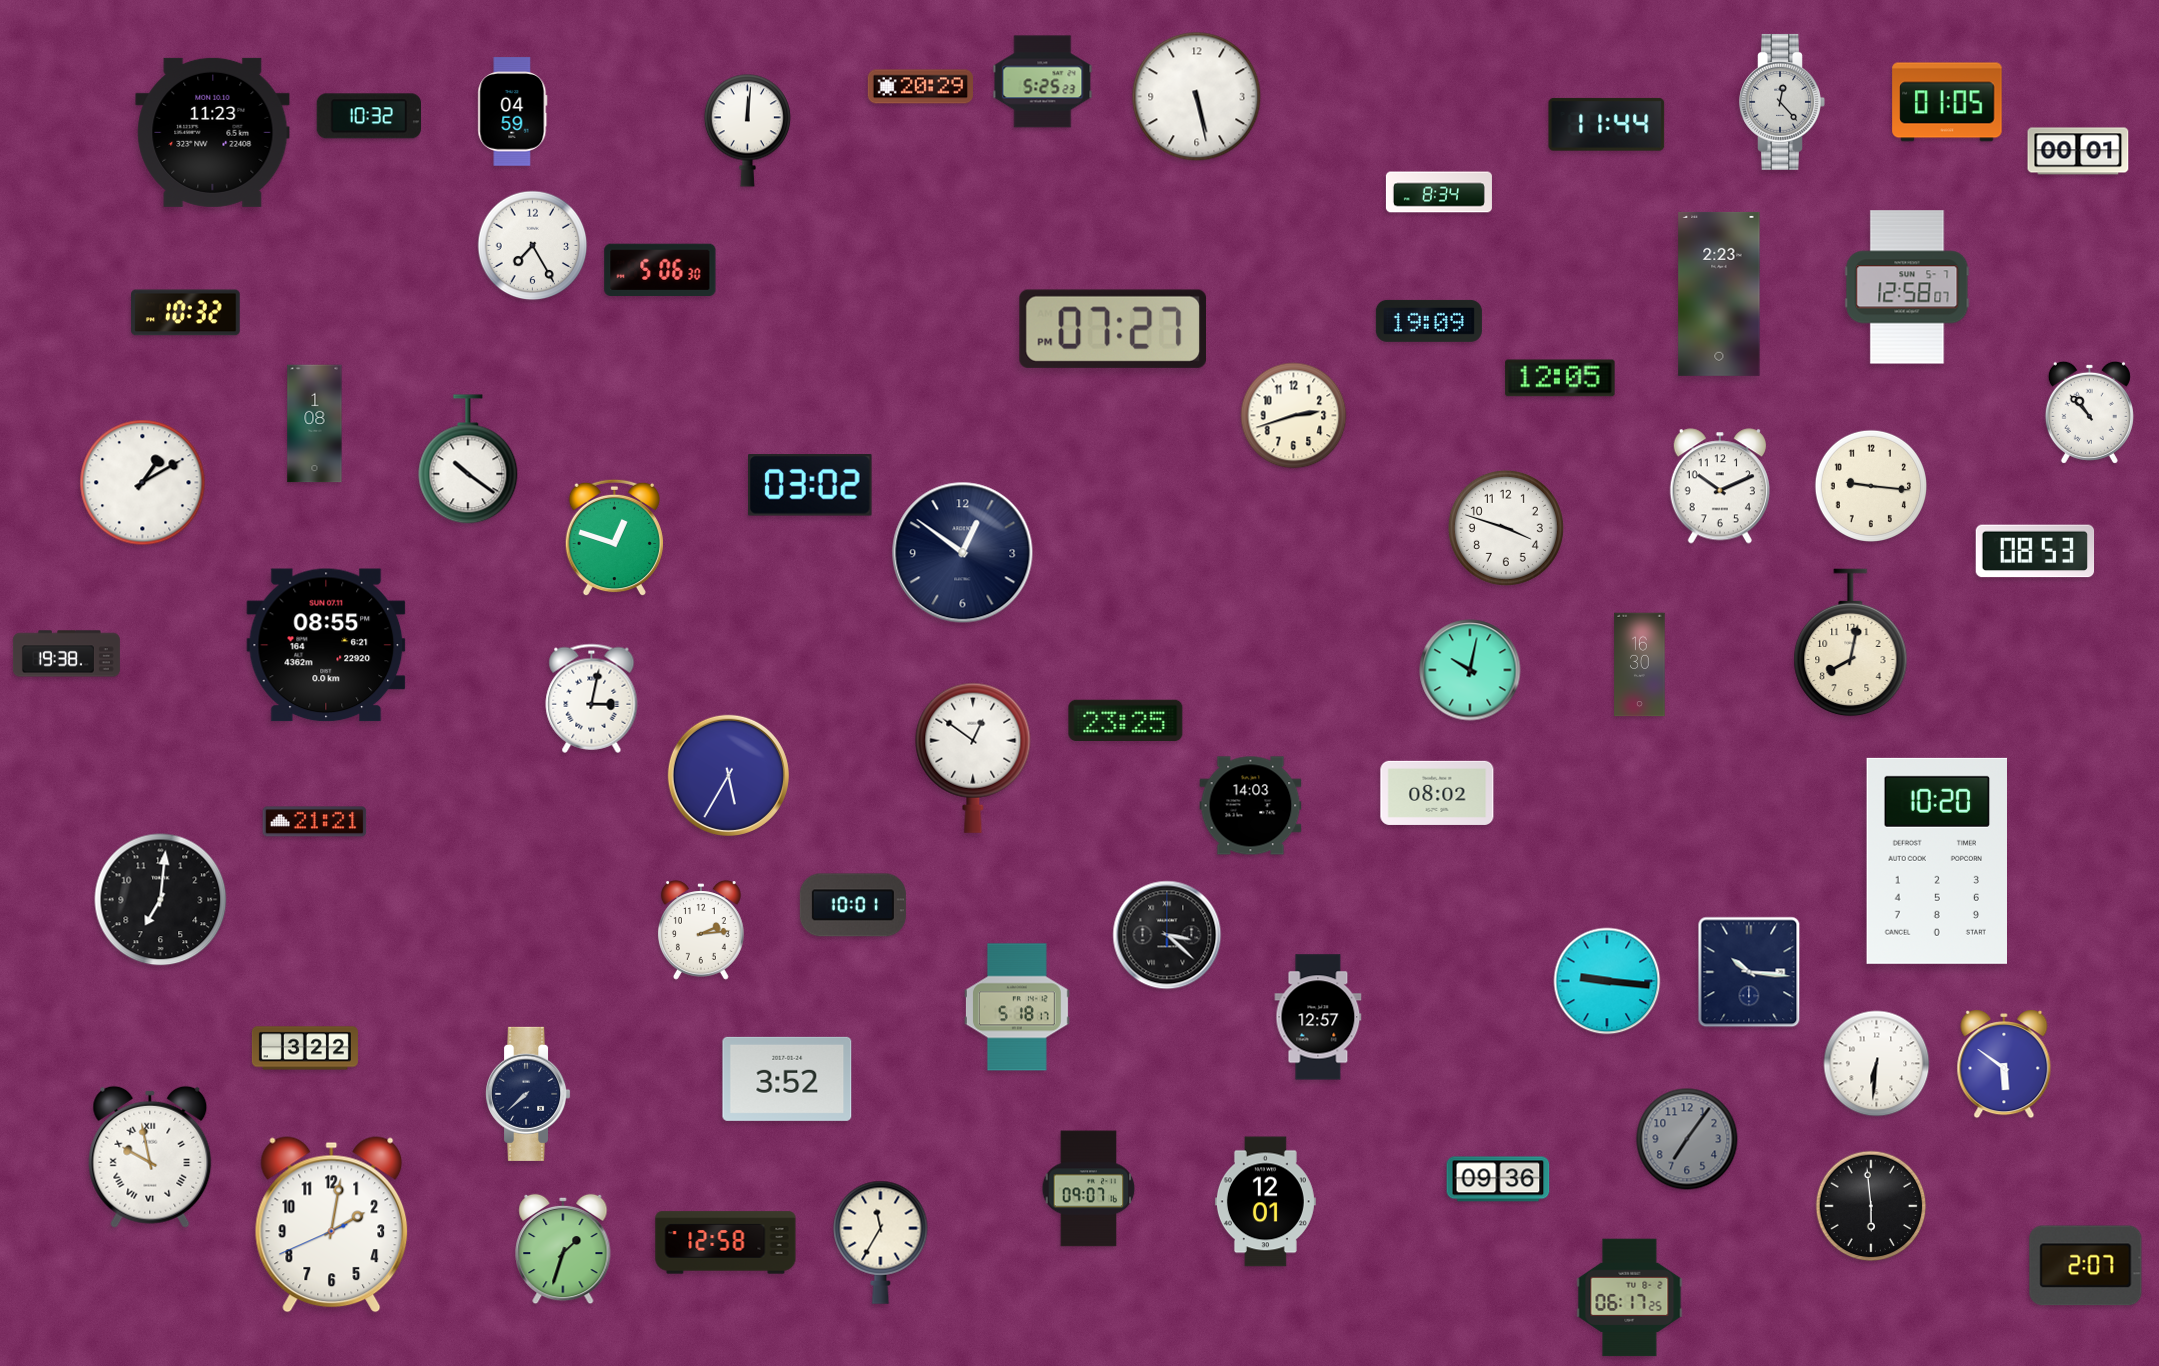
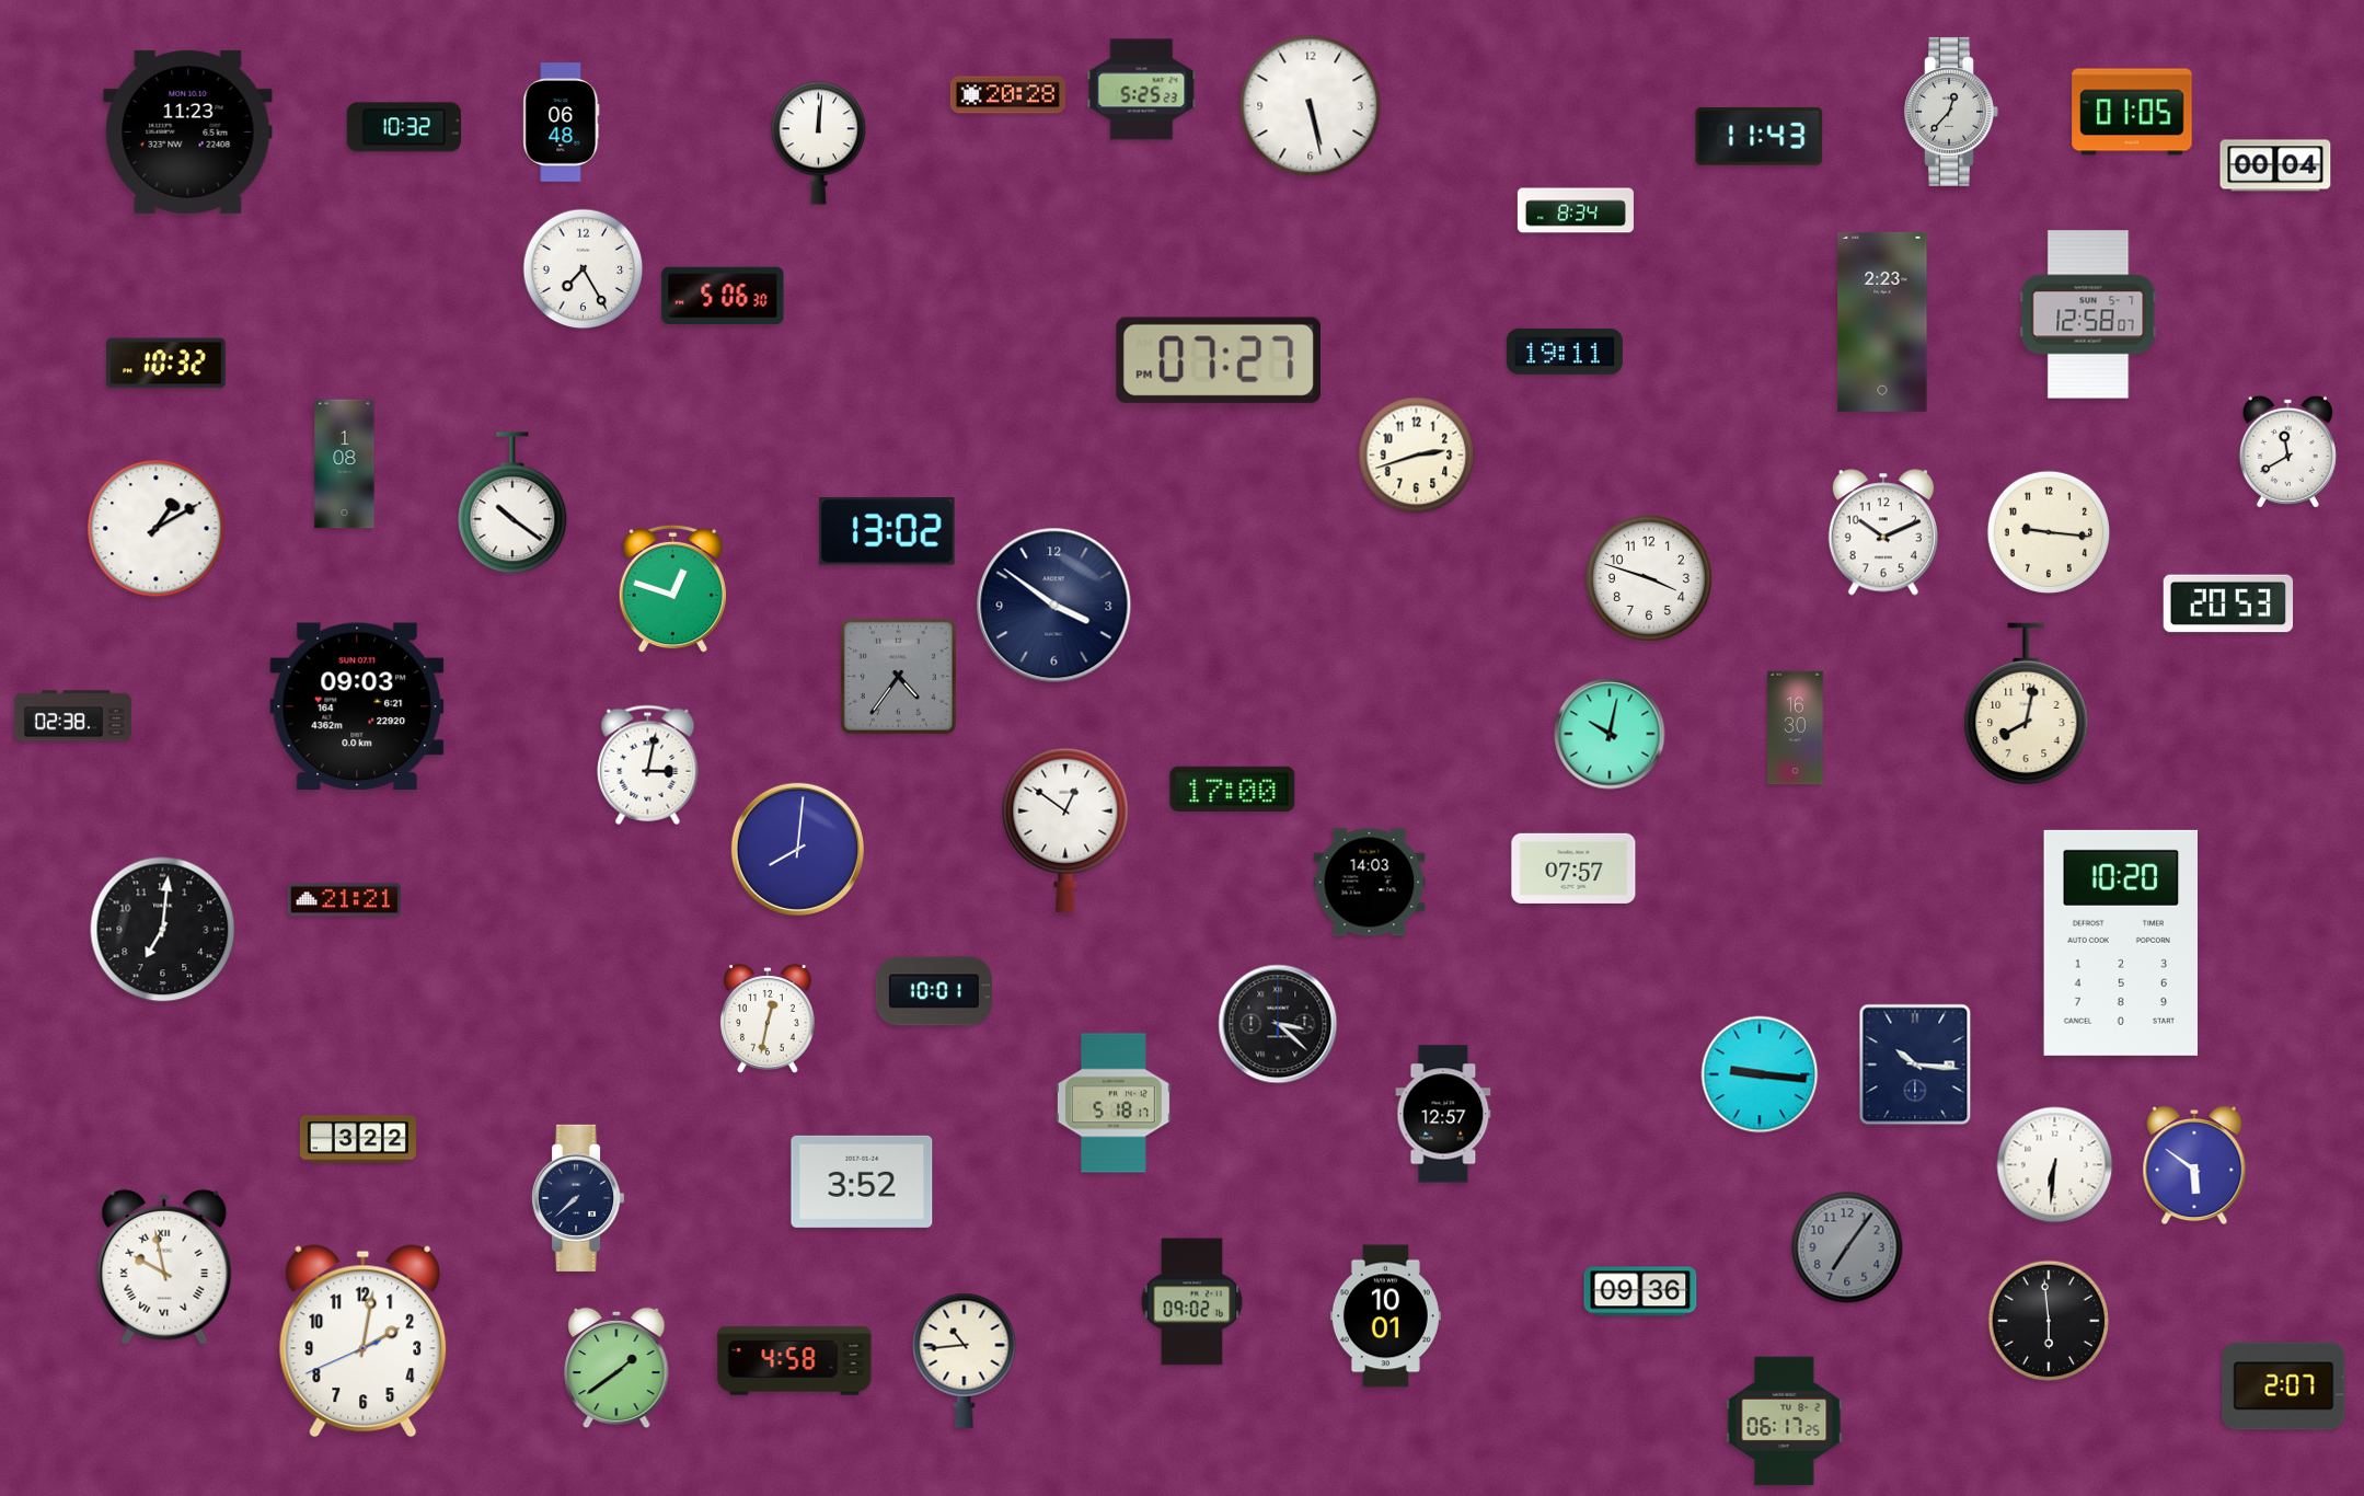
clock at (920, 87): 20:29 -> 20:28
clock at (1782, 102): 12:23 -> 12:37
clock at (513, 112): 04:59 -> 06:48
clock at (1607, 124): 11:44 -> 11:43
clock at (213, 132) position: (213, 132) -> (188, 131)
clock at (2078, 151): 00:01 -> 00:04
clock at (186, 313) position: (186, 313) -> (166, 364)
clock at (1429, 321): 19:09 -> 19:11
clock at (1560, 378): 12:05 -> none
clock at (2089, 412): 10:53 -> 11:40
clock at (811, 486): 03:02 -> 13:02
clock at (2035, 551): 08:53 -> 20:53
clock at (963, 553): 12:51 -> 3:51
clock at (898, 676): none -> 4:36
clock at (326, 645): 08:55 -> 09:03
clock at (66, 654): 19:38 -> 02:38
clock at (1126, 720): 23:25 -> 17:00
clock at (728, 775): 5:35 -> 8:01
clock at (1437, 793): 08:02 -> 07:57
clock at (161, 900) position: (161, 900) -> (163, 930)
clock at (701, 930): 2:14 -> 12:32
clock at (305, 1048) position: (305, 1048) -> (358, 1139)
clock at (1089, 1189): 09:07 -> 09:02
clock at (1265, 1202): 12:01 -> 10:01
clock at (881, 1242): 11:35 -> 10:44
clock at (726, 1243): 12:58 -> 4:58
clock at (563, 1249): 1:33 -> 1:39
